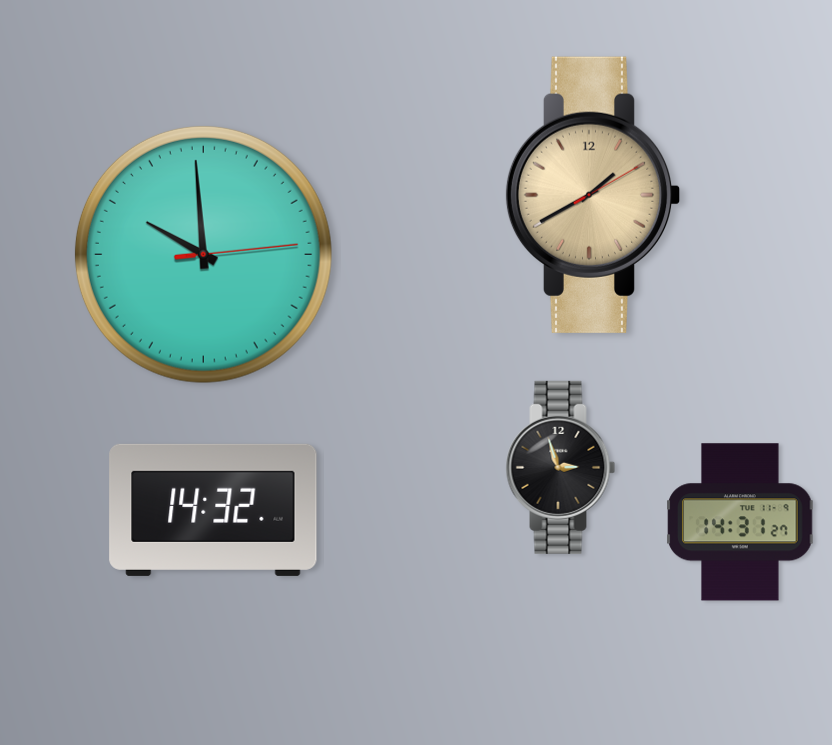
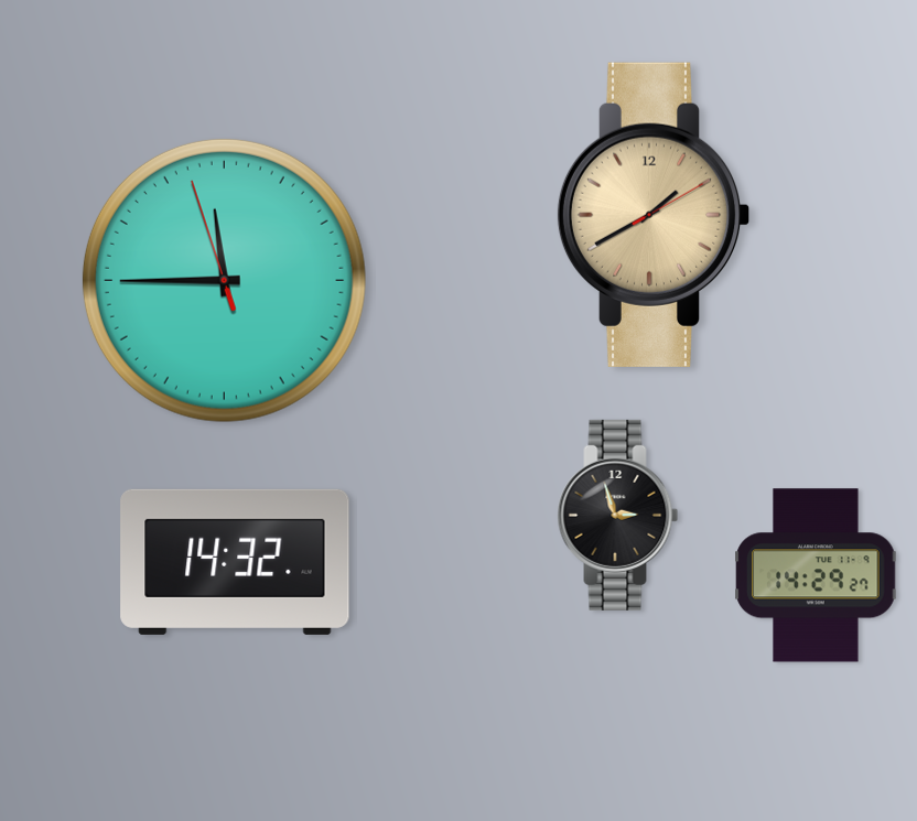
clock at (203, 254): 9:59 -> 11:44
clock at (740, 522): 14:31 -> 14:29
